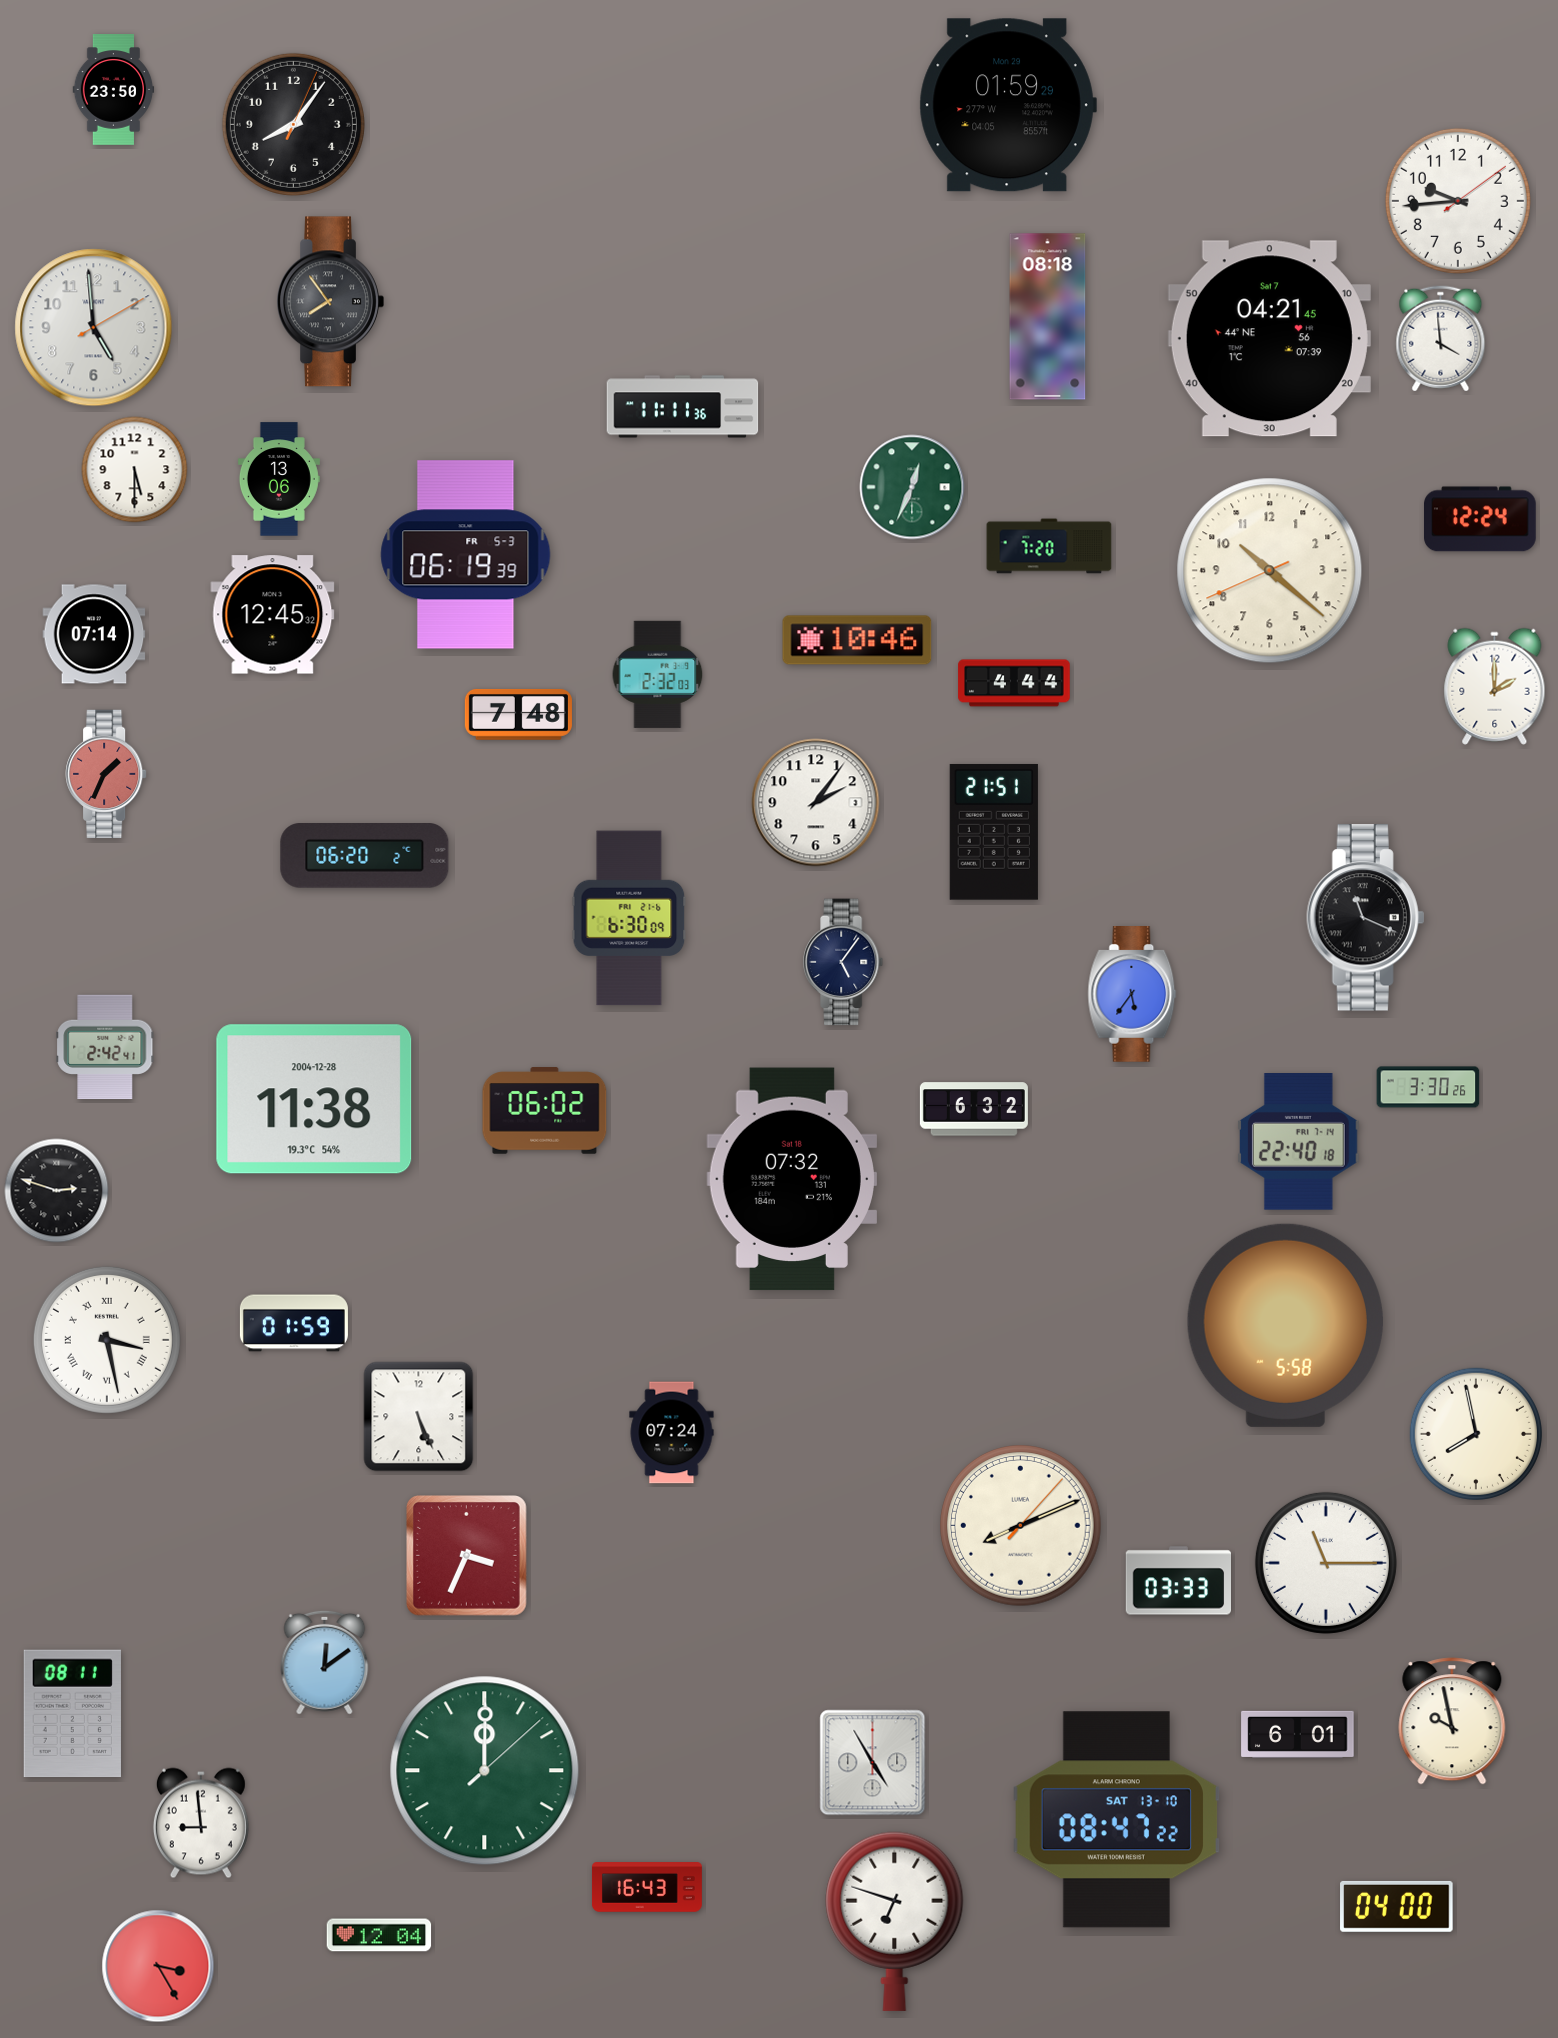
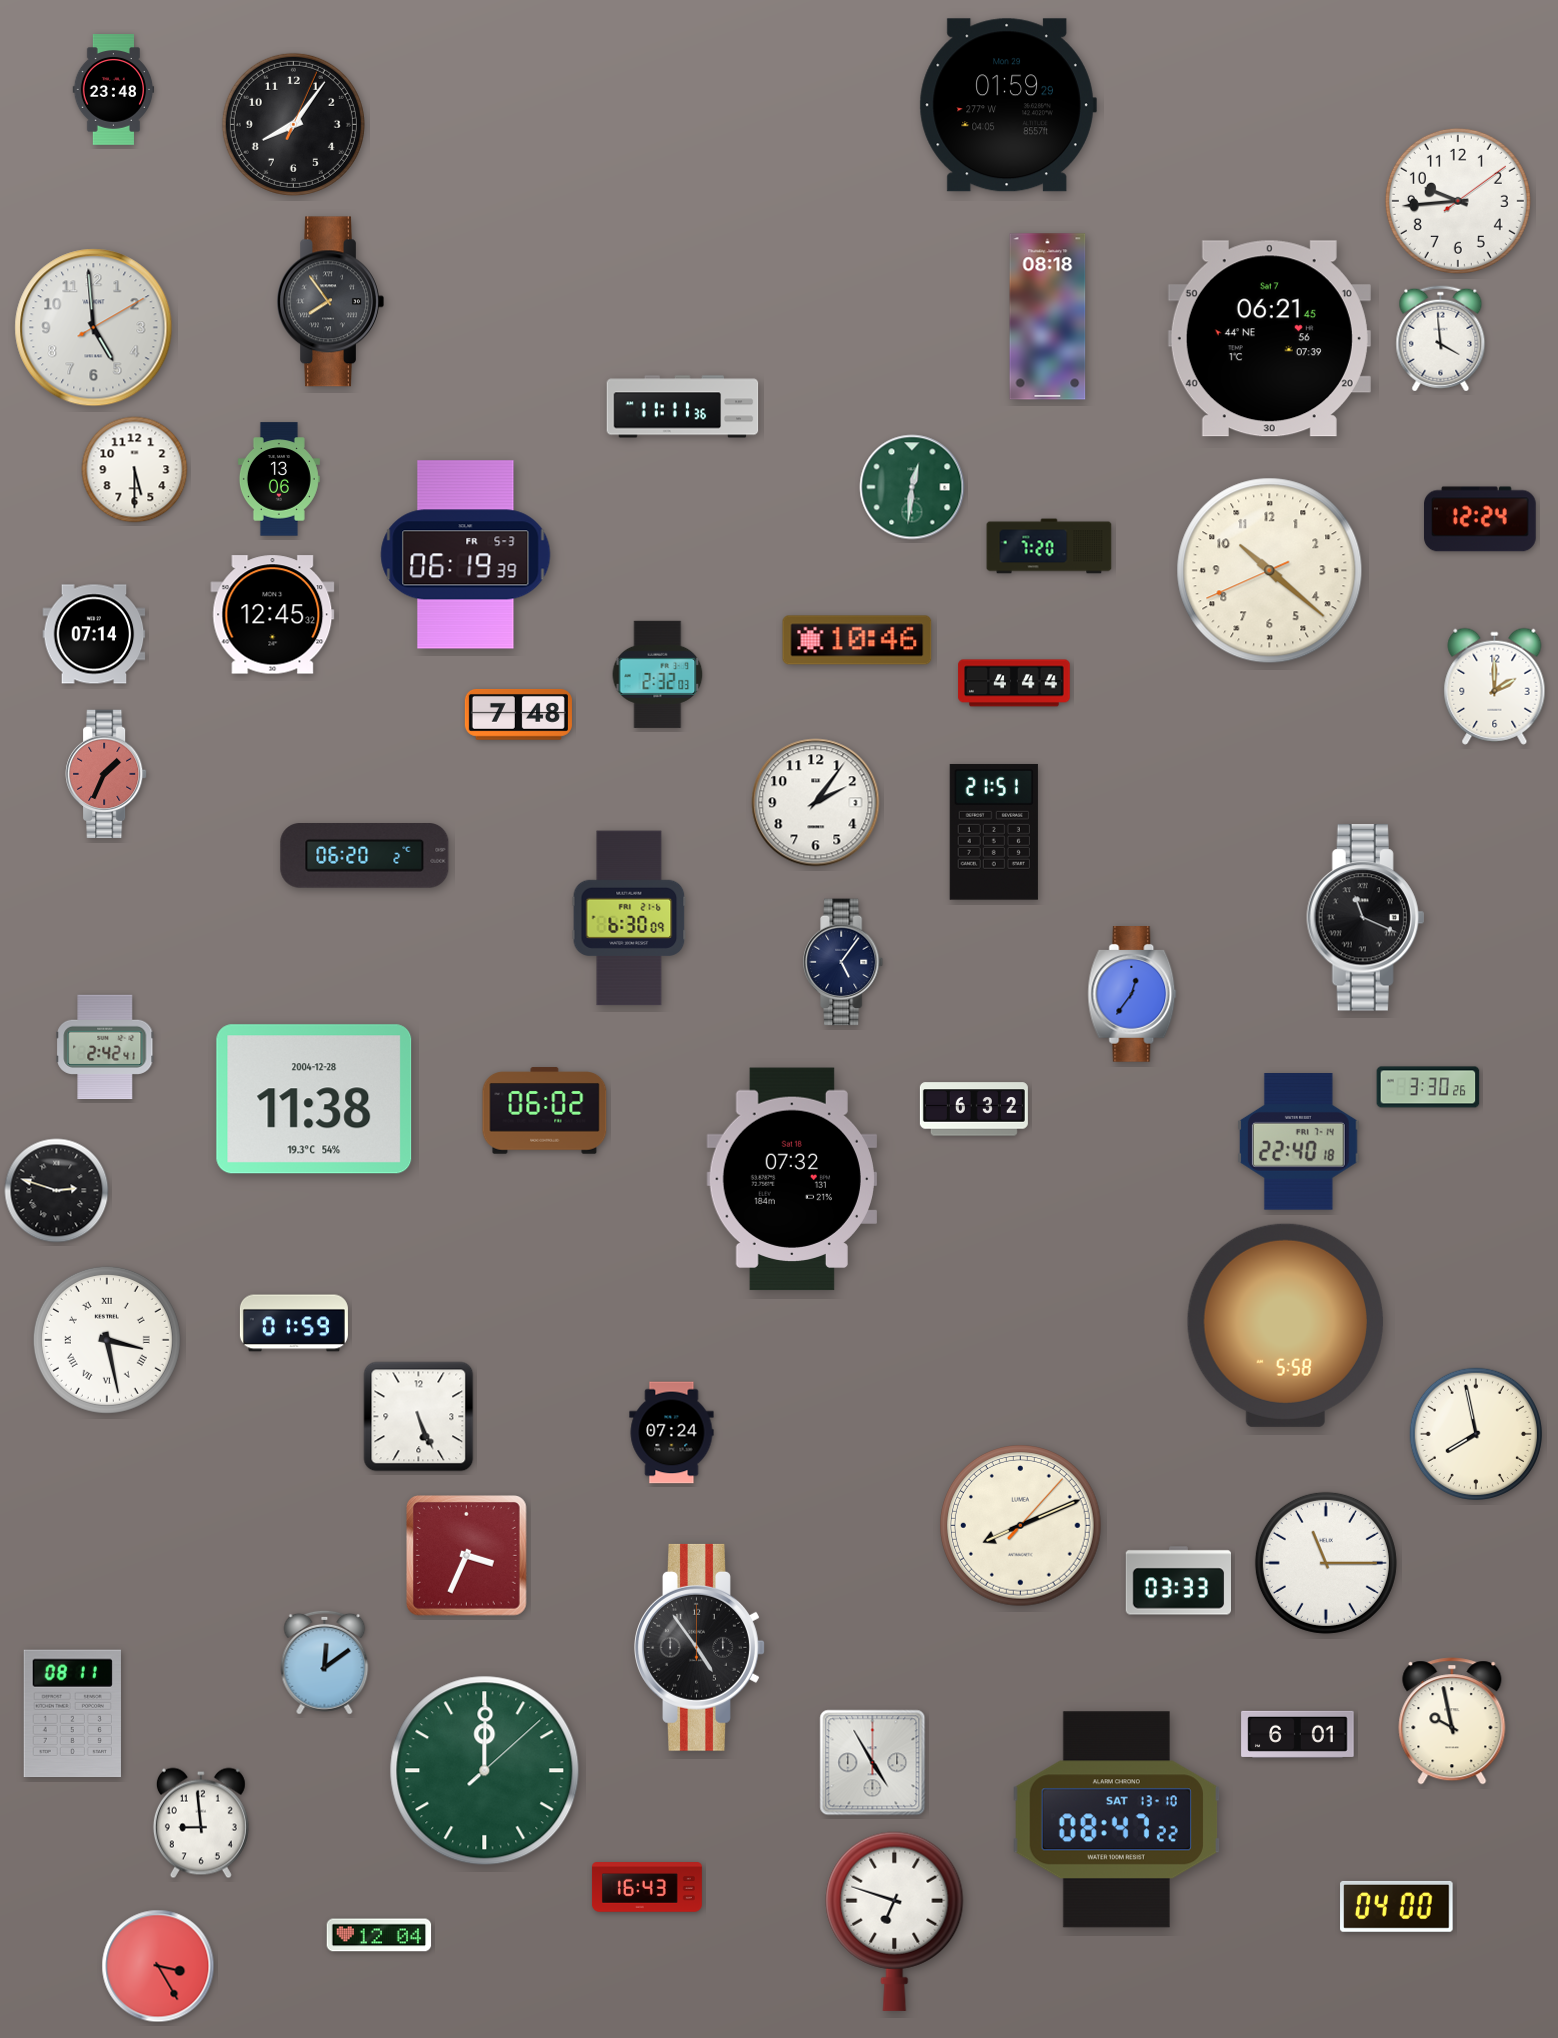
clock at (114, 90): 23:50 -> 23:48
clock at (1269, 339): 04:21 -> 06:21
clock at (912, 487): 12:34 -> 12:31
clock at (1132, 995): 5:36 -> 12:36
clock at (700, 1647): none -> 4:54
